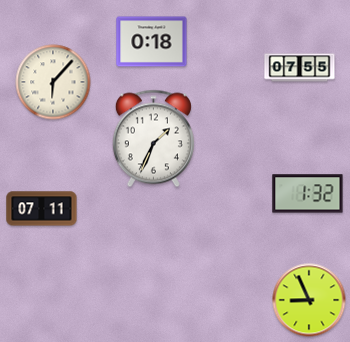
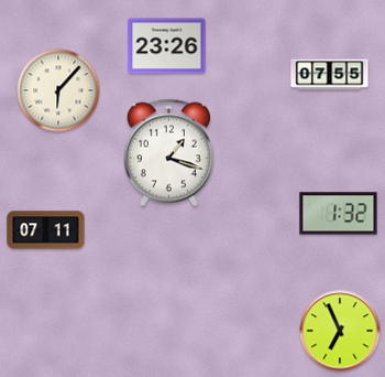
clock at (152, 42): 0:18 -> 23:26
clock at (153, 139): 1:34 -> 1:18
clock at (309, 300): 8:56 -> 6:56
